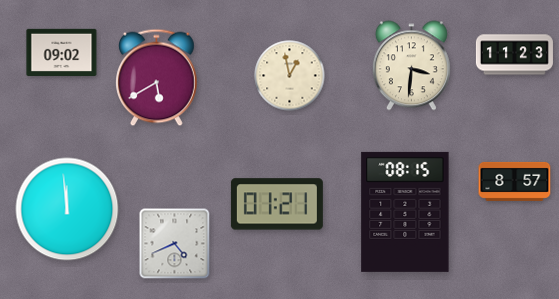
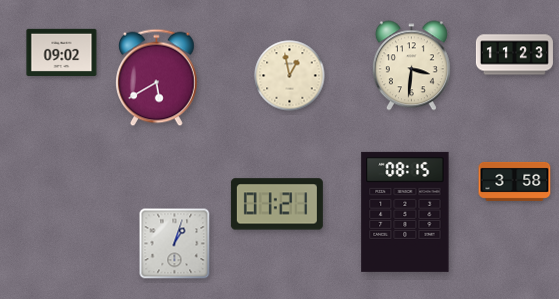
clock at (515, 181): 8:57 -> 3:58
clock at (67, 209): 11:59 -> none
clock at (175, 244): 4:41 -> 1:03
